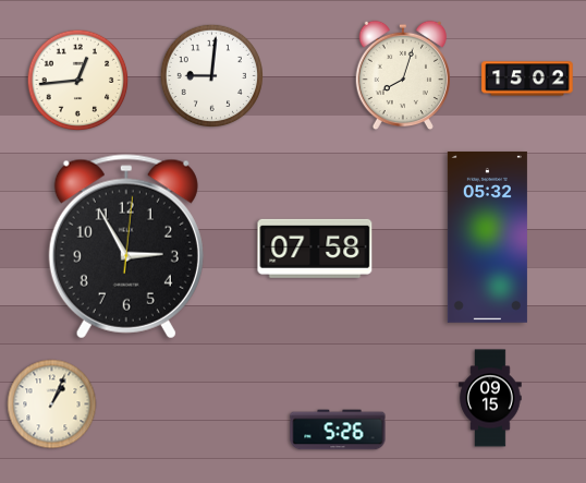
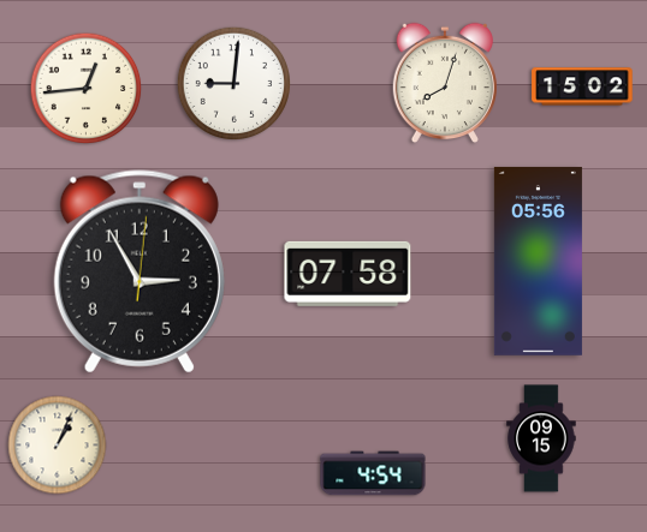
clock at (487, 237): 05:32 -> 05:56
clock at (338, 430): 5:26 -> 4:54
